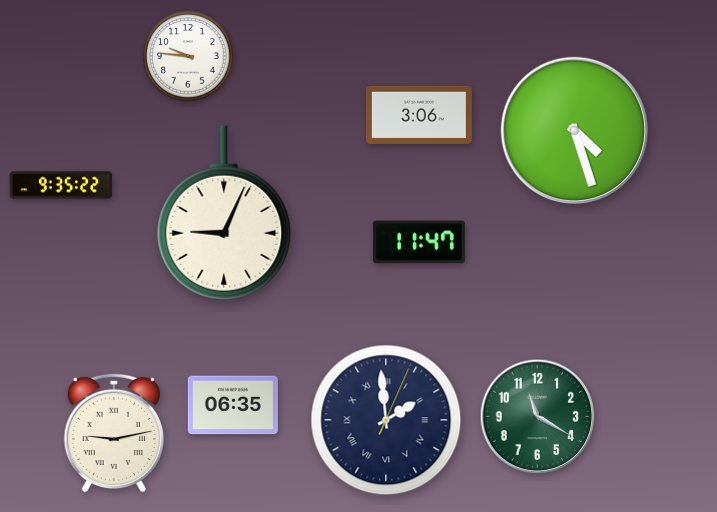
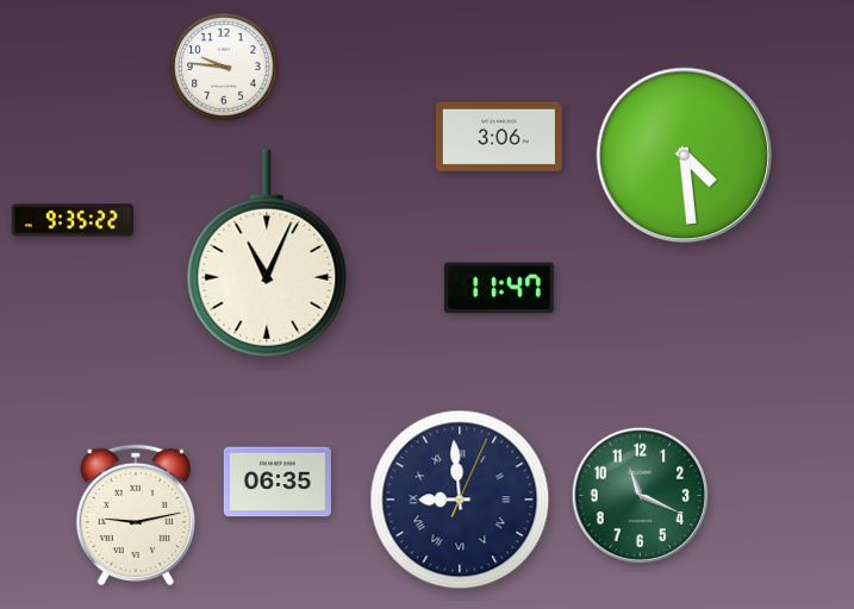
clock at (575, 131): 4:27 -> 4:29
clock at (224, 213): 9:04 -> 11:04
clock at (538, 417): 11:20 -> 11:19
clock at (386, 420): 1:59 -> 8:59
